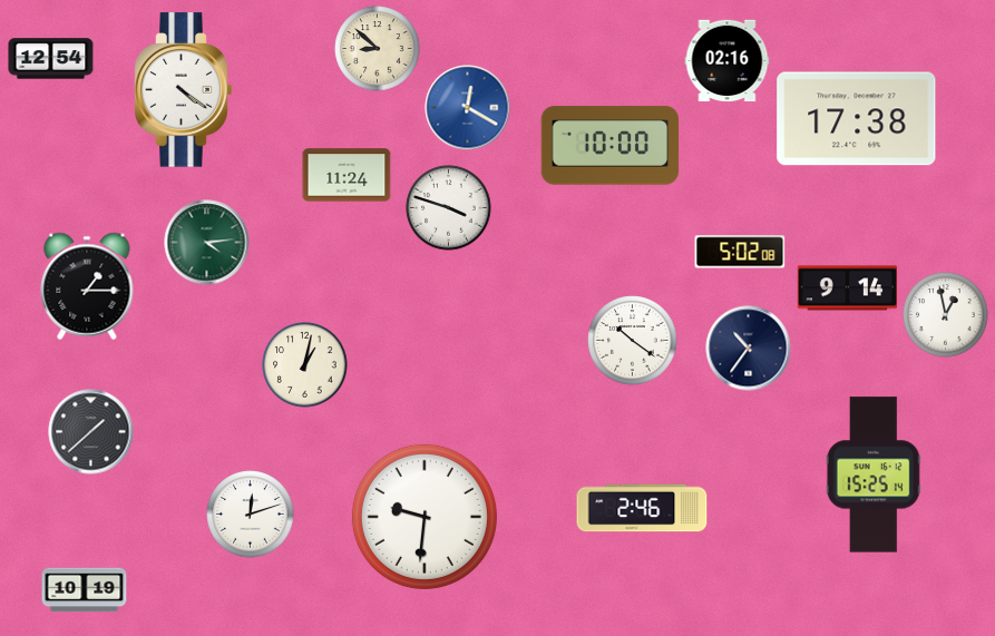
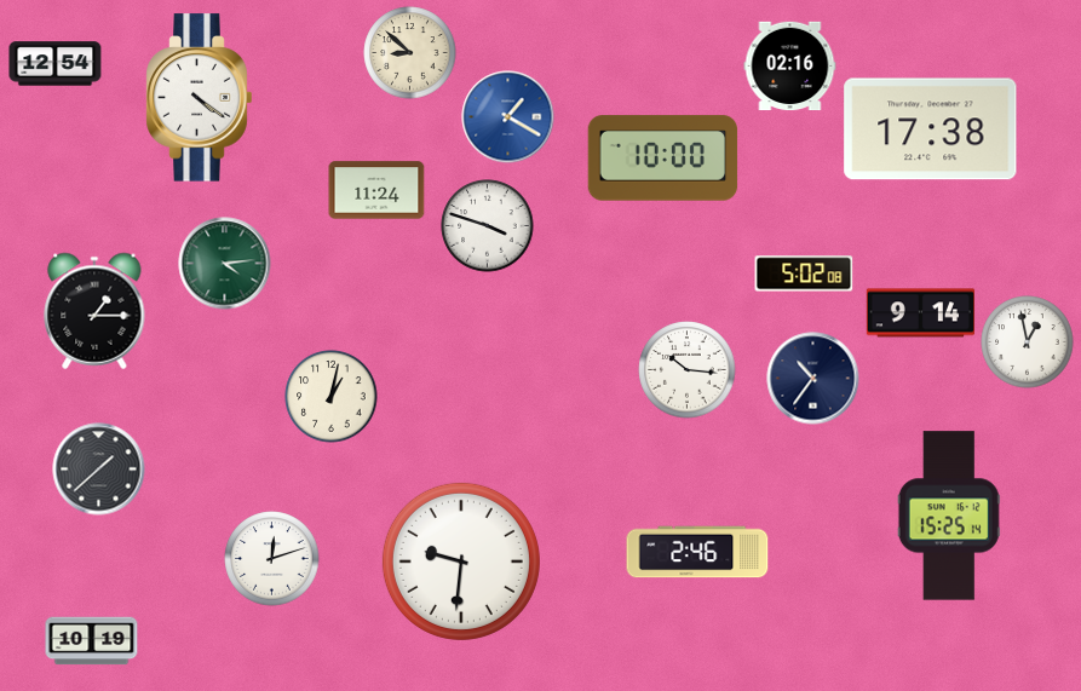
clock at (468, 108): 12:20 -> 1:20
clock at (633, 341): 10:21 -> 10:16
